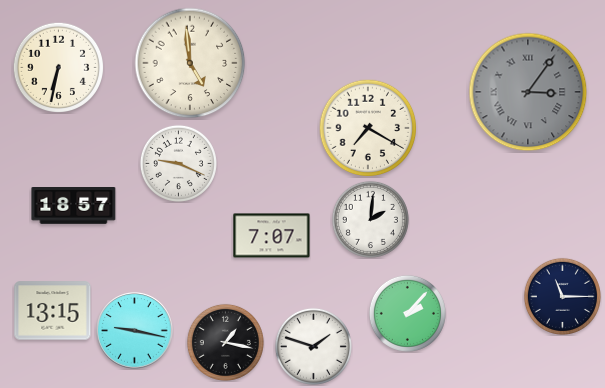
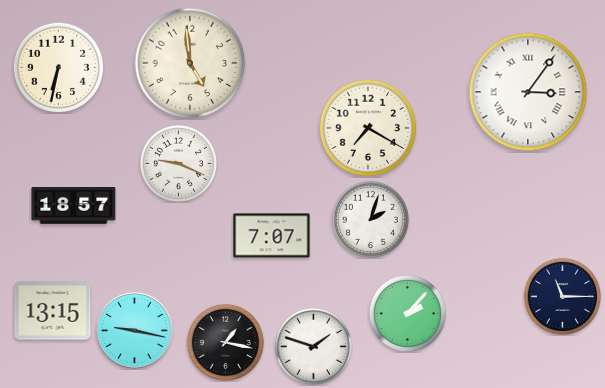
clock at (528, 92) dial: grey -> white
clock at (370, 219): 2:01 -> 2:03
